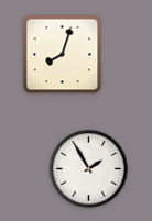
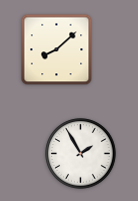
clock at (63, 55): 8:03 -> 8:08
